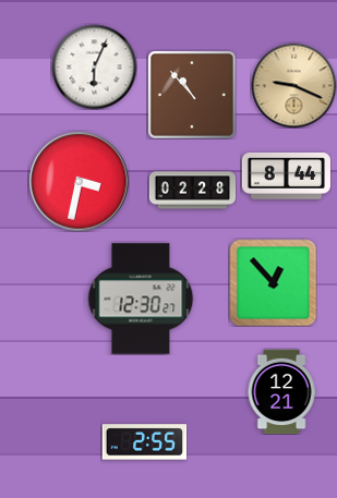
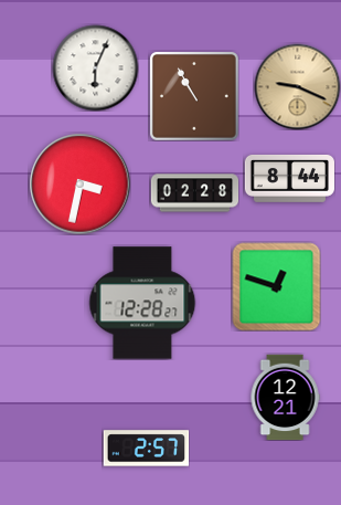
clock at (192, 95): 10:53 -> 10:55
clock at (273, 282): 12:53 -> 12:48
clock at (141, 299): 12:30 -> 12:28
clock at (144, 442): 2:55 -> 2:57
